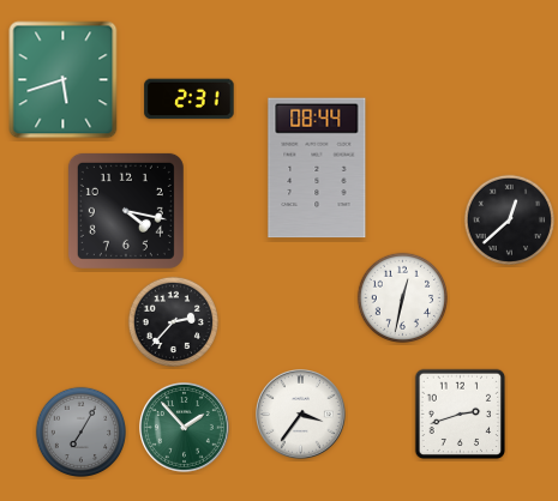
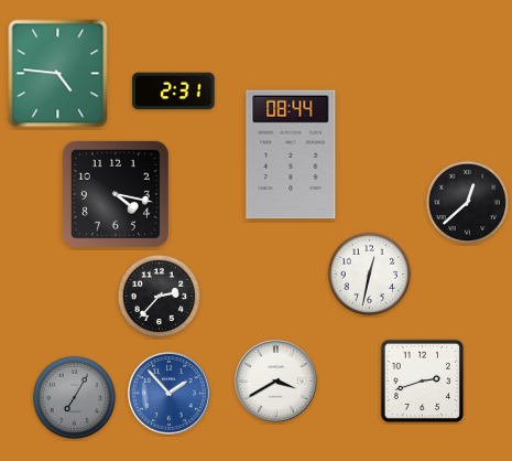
clock at (64, 80): 5:42 -> 4:46
clock at (301, 415): 3:36 -> 3:40
clock at (185, 428) dial: green -> blue
